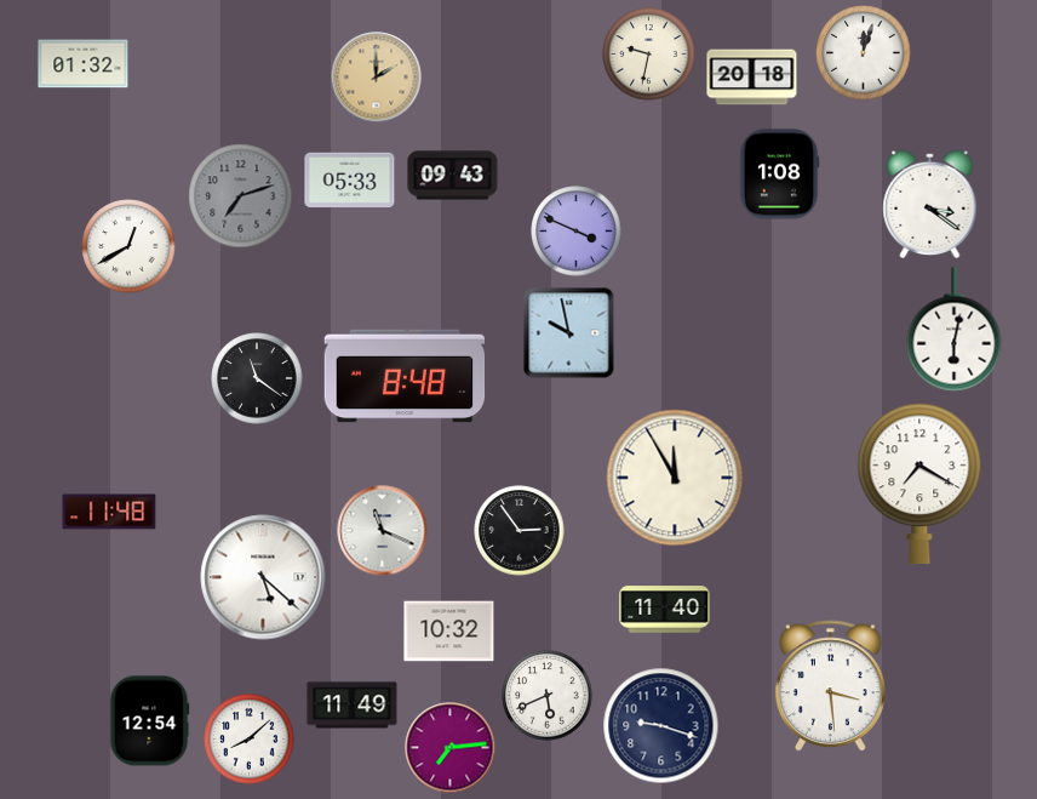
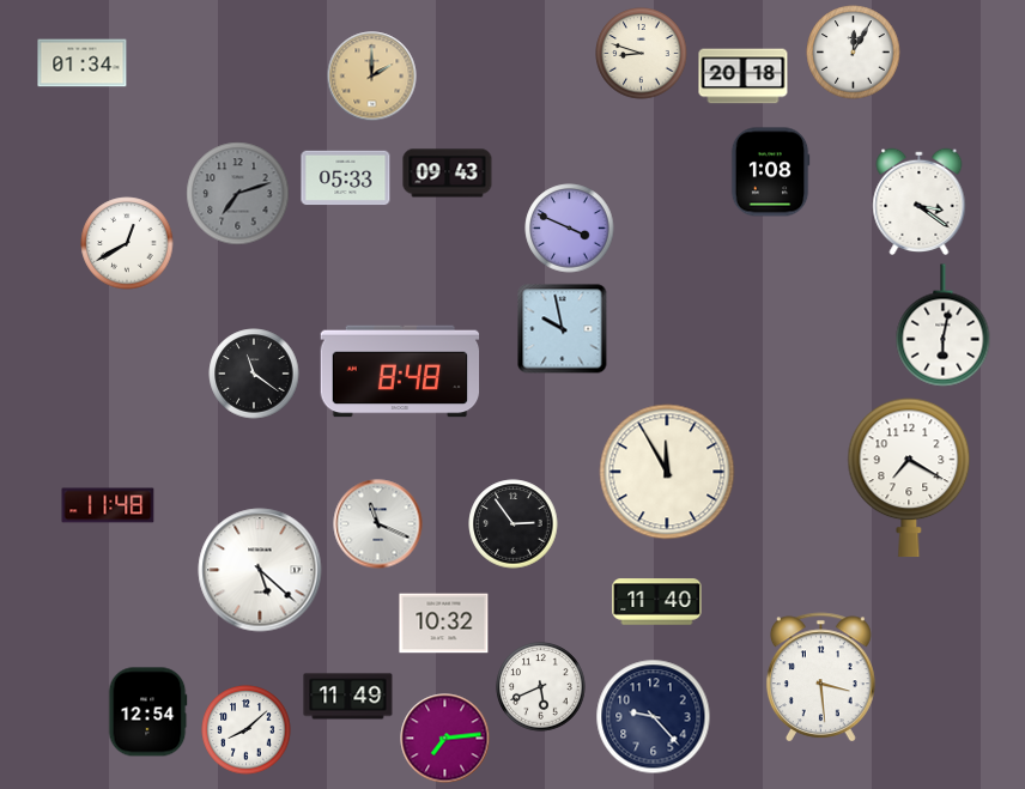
clock at (864, 53): 12:03 -> 12:05
clock at (649, 55): 9:32 -> 8:48
clock at (84, 64): 01:32 -> 01:34
clock at (661, 726): 9:18 -> 9:23
